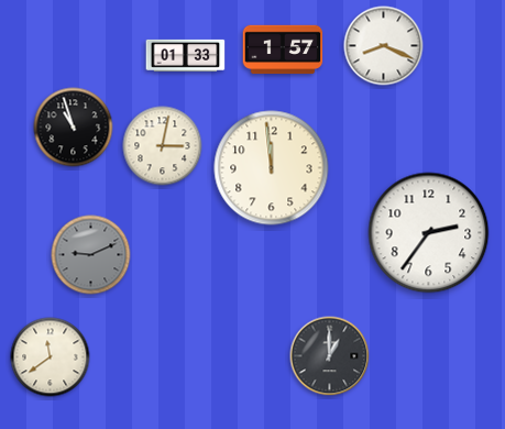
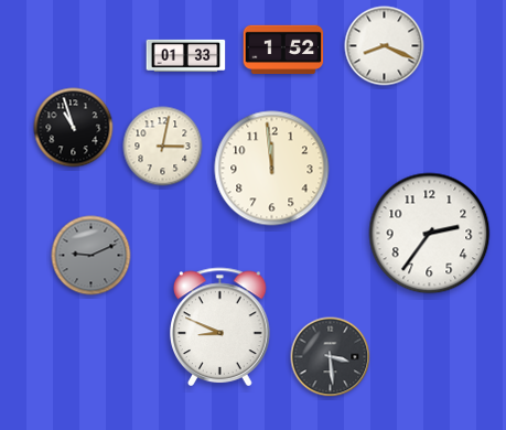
clock at (283, 50): 1:57 -> 1:52
clock at (220, 326): none -> 8:49
clock at (330, 356): 1:00 -> 3:29
clock at (51, 358): 11:39 -> none
